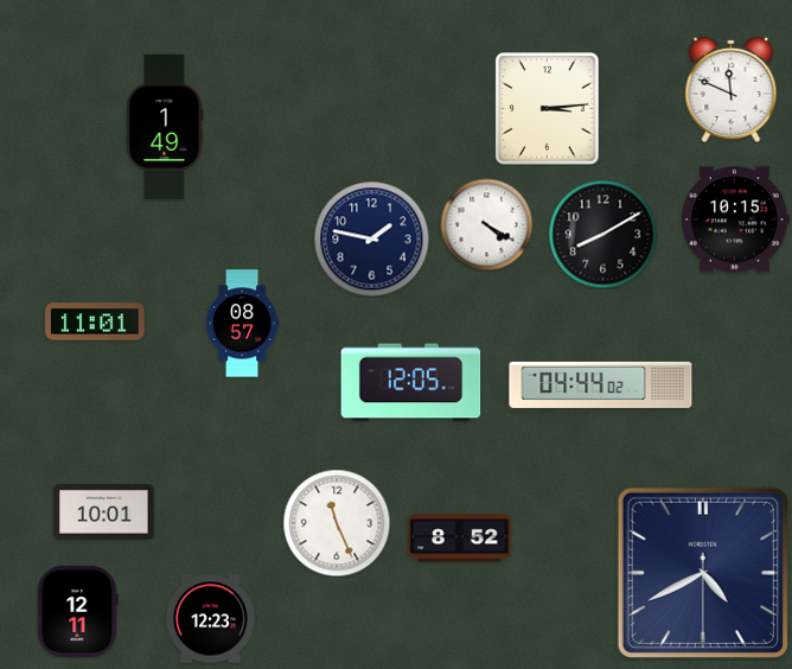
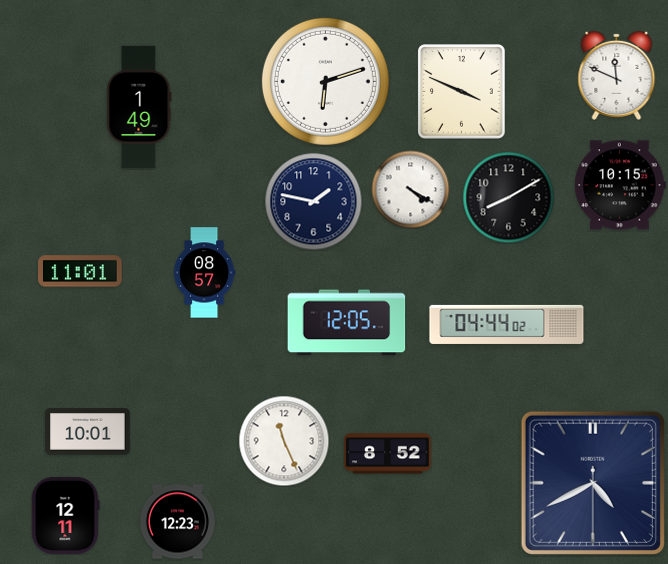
clock at (325, 81): none -> 6:12
clock at (548, 109): 3:14 -> 3:49
